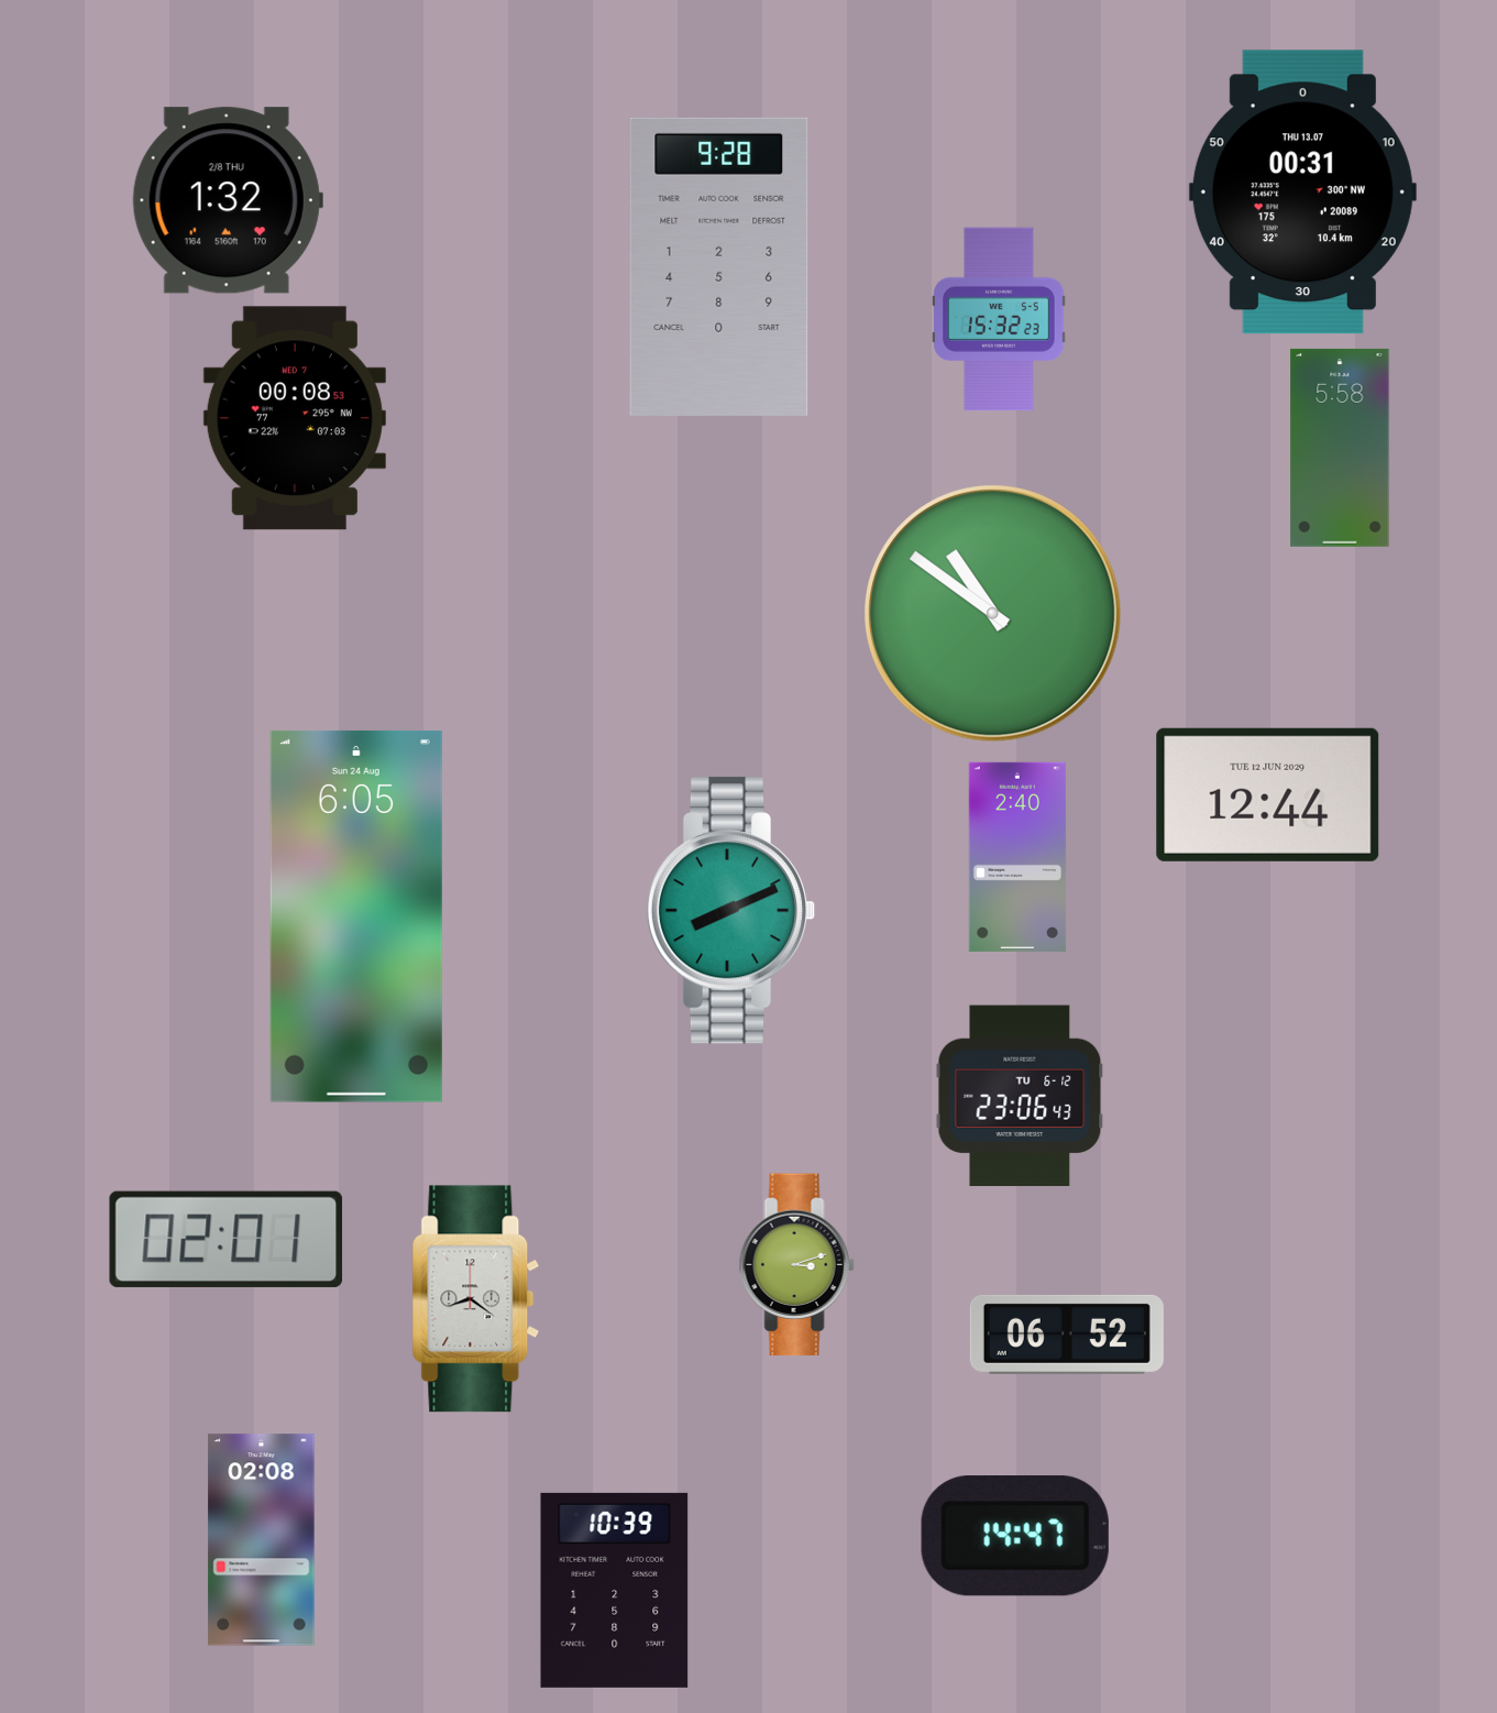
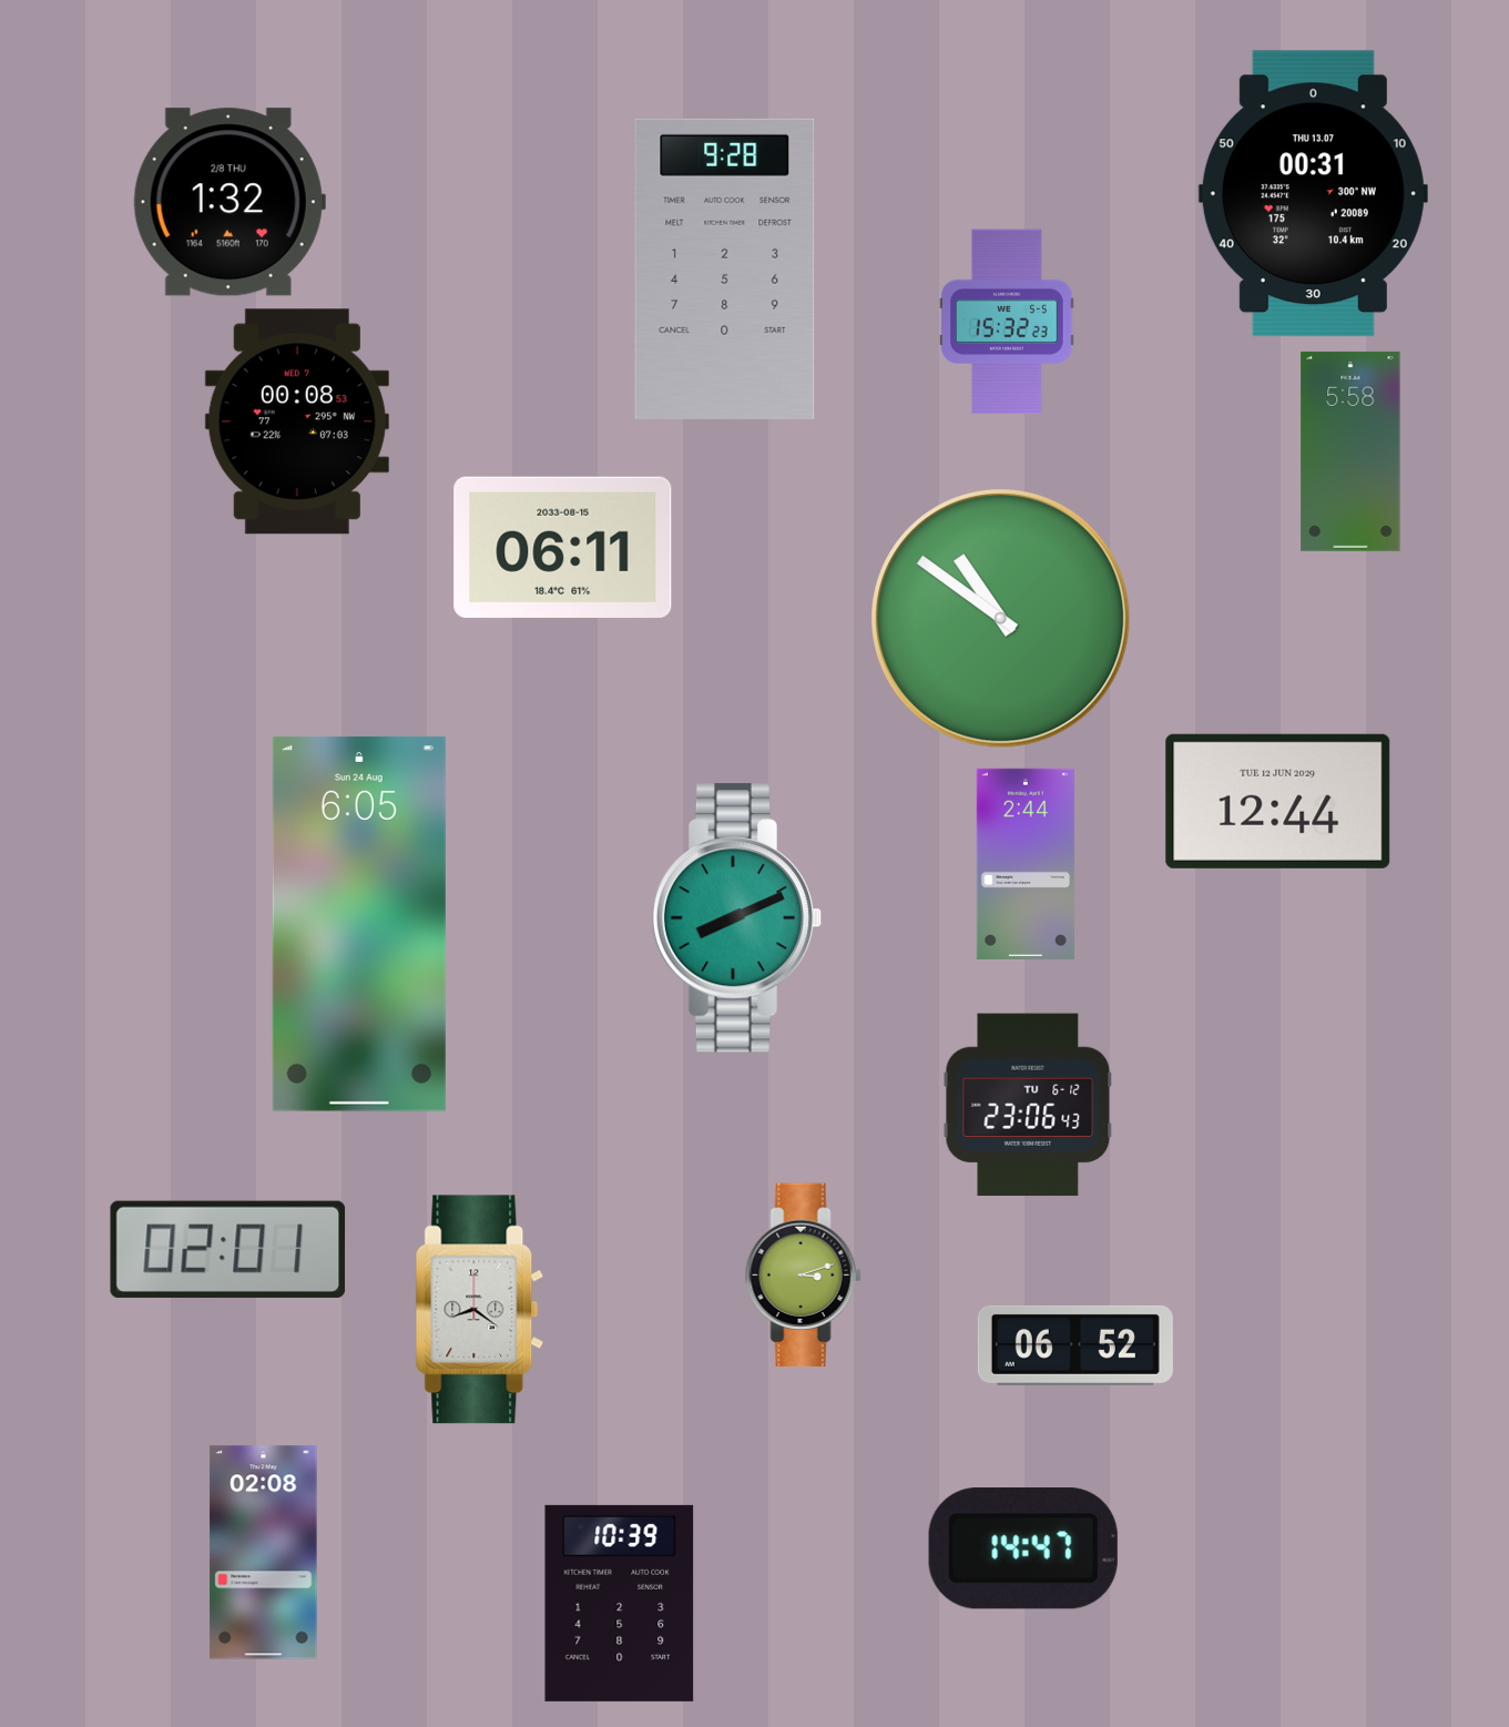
clock at (563, 547): none -> 06:11
clock at (1017, 857): 2:40 -> 2:44
